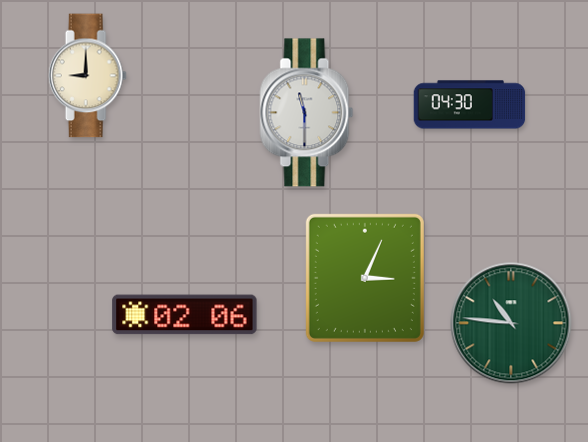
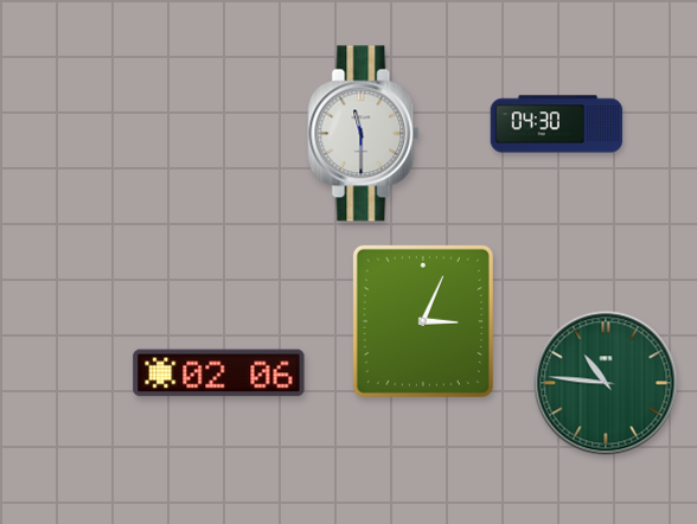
clock at (87, 76): 9:00 -> none
clock at (365, 278) position: (365, 278) -> (423, 321)
